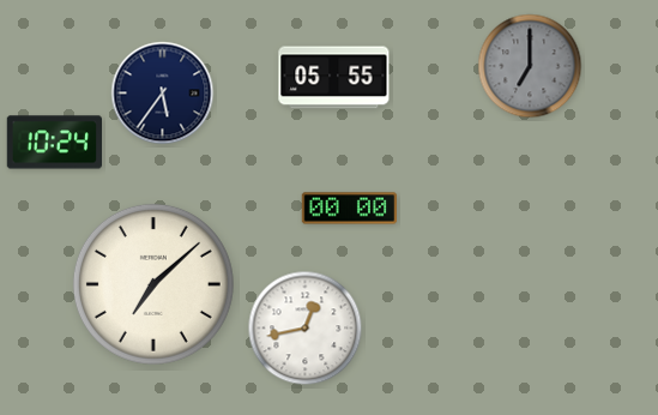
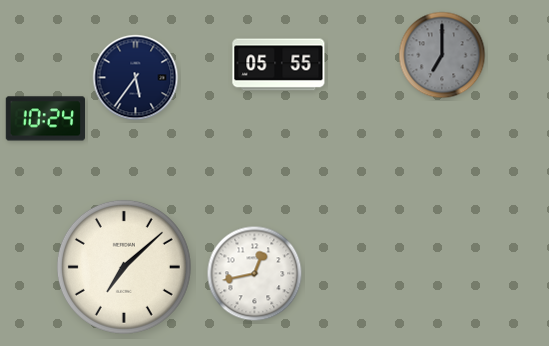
clock at (350, 209): 00:00 -> none
clock at (153, 284) position: (153, 284) -> (124, 267)
